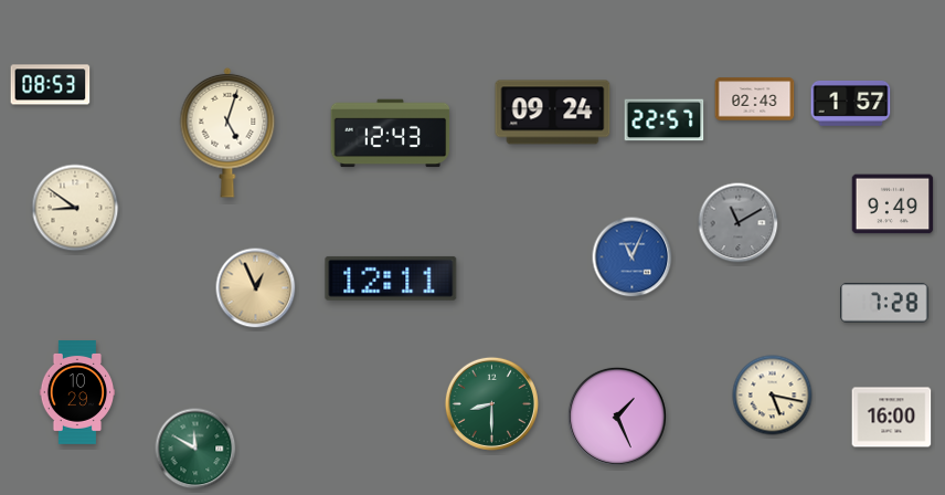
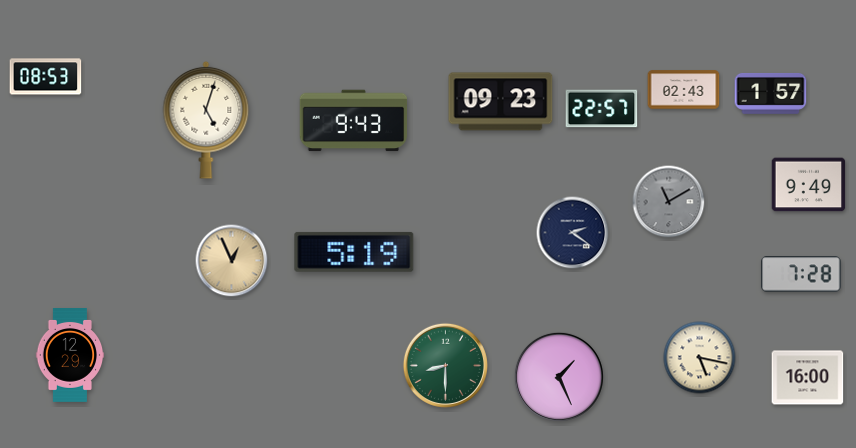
clock at (553, 113): 09:24 -> 09:23
clock at (391, 134): 12:43 -> 9:43
clock at (75, 208): 8:51 -> none
clock at (633, 257): 11:04 -> 2:21
clock at (633, 257) dial: blue -> navy
clock at (391, 278): 12:11 -> 5:19
clock at (77, 393): 10:29 -> 12:29
clock at (195, 449): 11:50 -> none
